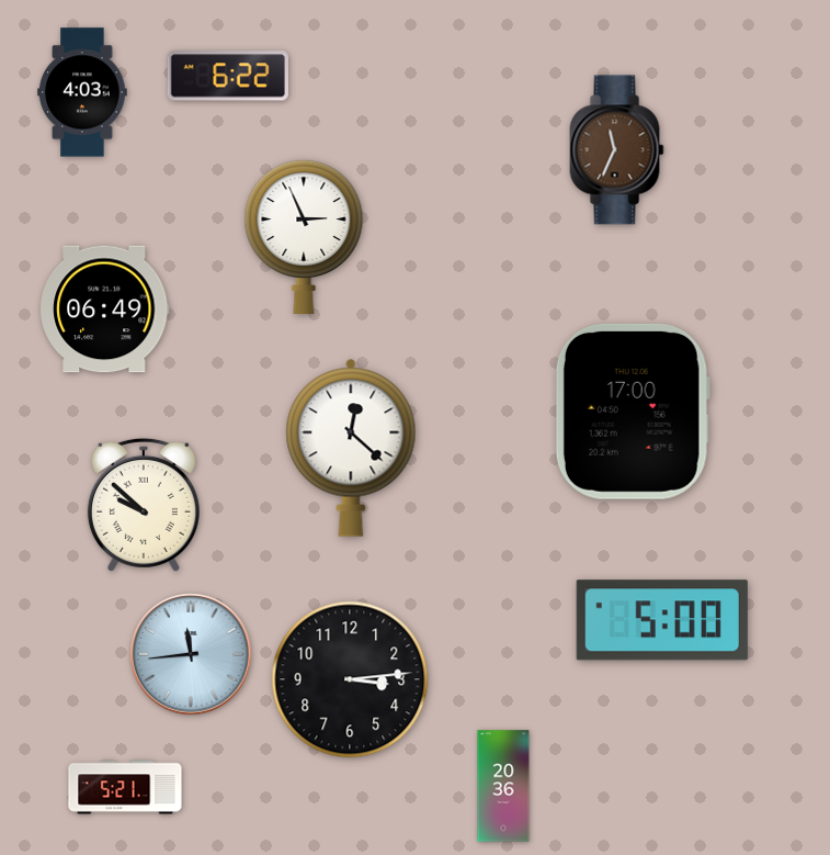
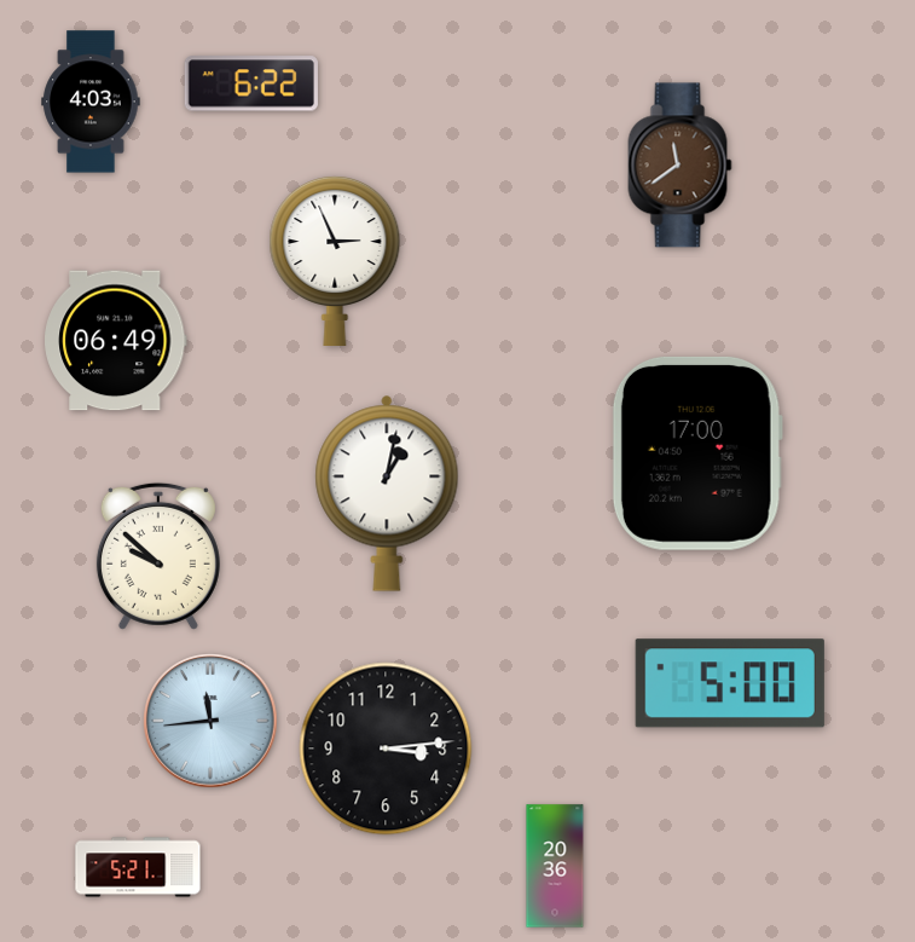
clock at (617, 150): 11:34 -> 11:39
clock at (351, 448): 12:22 -> 1:02
